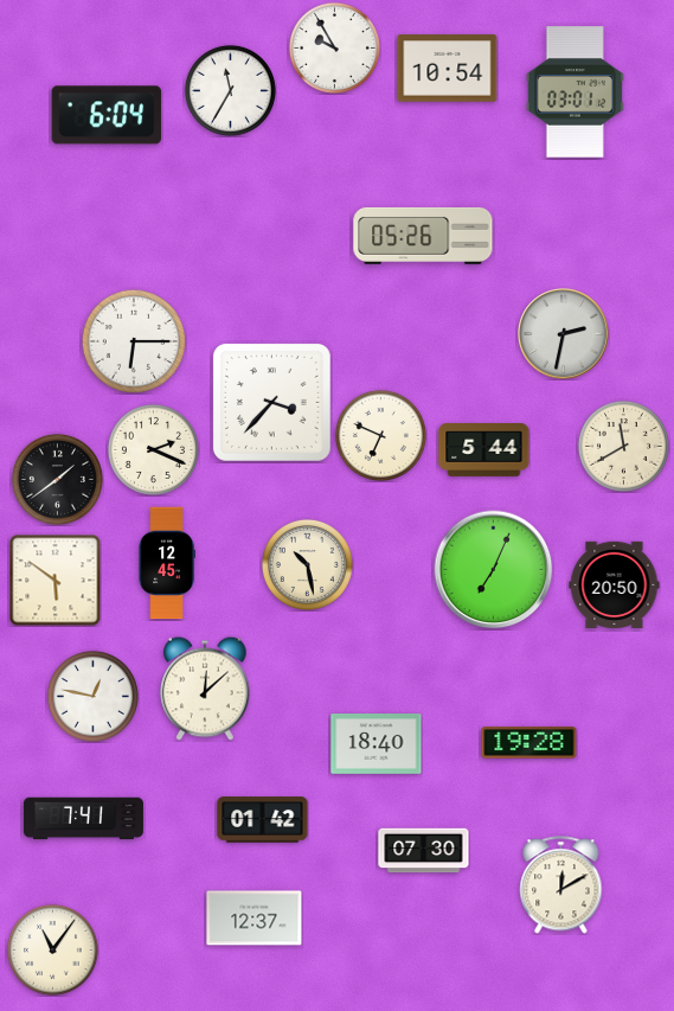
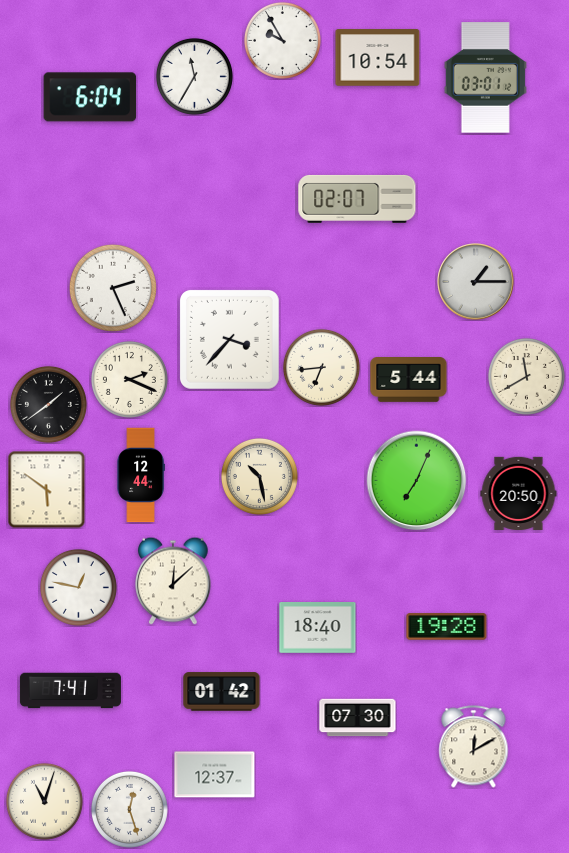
clock at (423, 236): 05:26 -> 02:07
clock at (564, 334): 2:32 -> 1:15
clock at (134, 341): 6:15 -> 2:26
clock at (380, 435): 6:49 -> 6:44
clock at (167, 563): 12:45 -> 12:44
clock at (52, 949): 11:06 -> 11:03
clock at (129, 809): none -> 12:27
